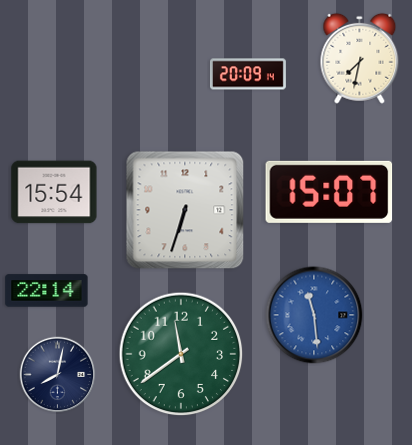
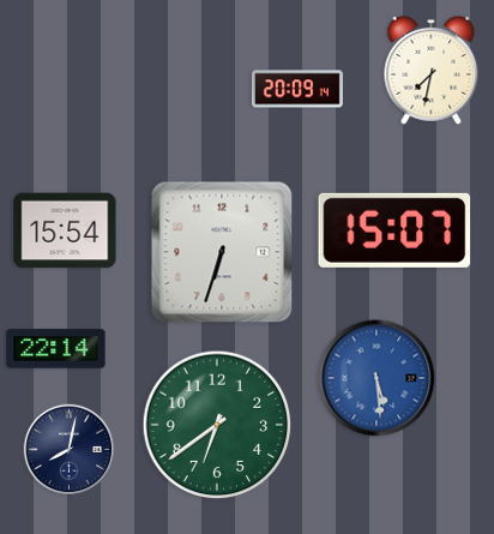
clock at (314, 315): 11:29 -> 5:29
clock at (181, 354): 11:39 -> 6:39
